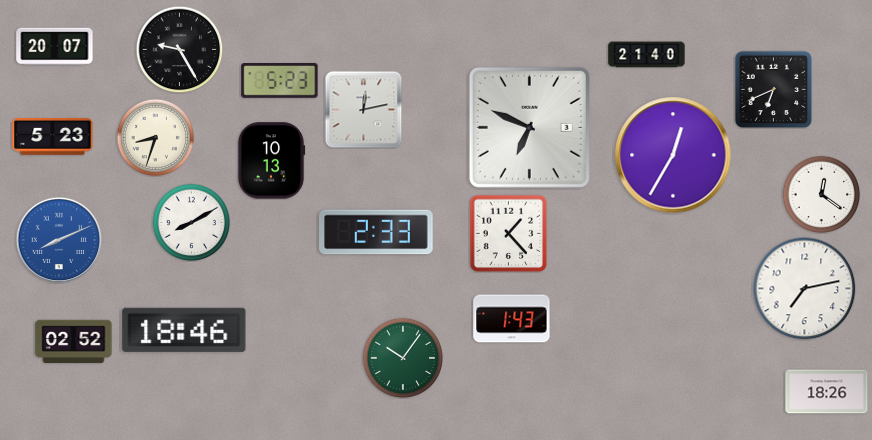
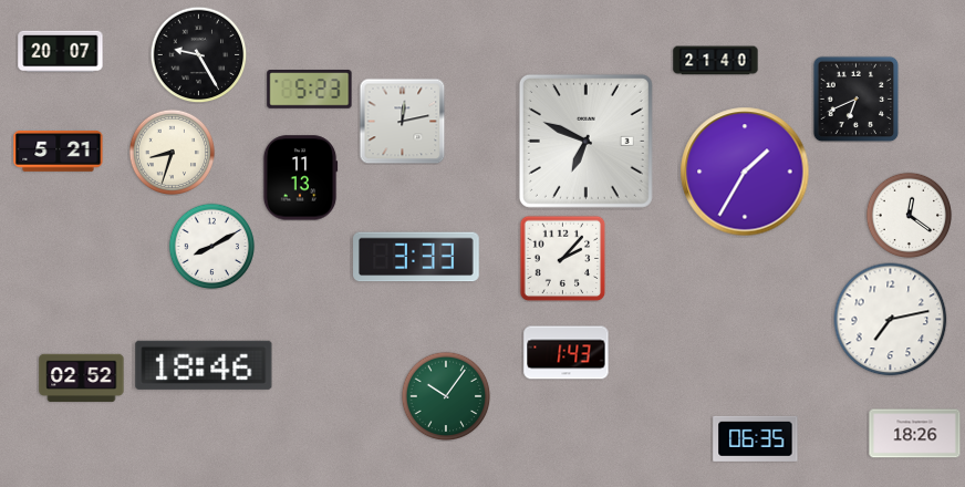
clock at (53, 137): 5:23 -> 5:21
clock at (673, 155): 12:35 -> 1:35
clock at (271, 161): 10:13 -> 11:13
clock at (376, 232): 2:33 -> 3:33
clock at (508, 233): 1:23 -> 2:07
clock at (59, 240): 8:11 -> none
clock at (756, 438): none -> 06:35
